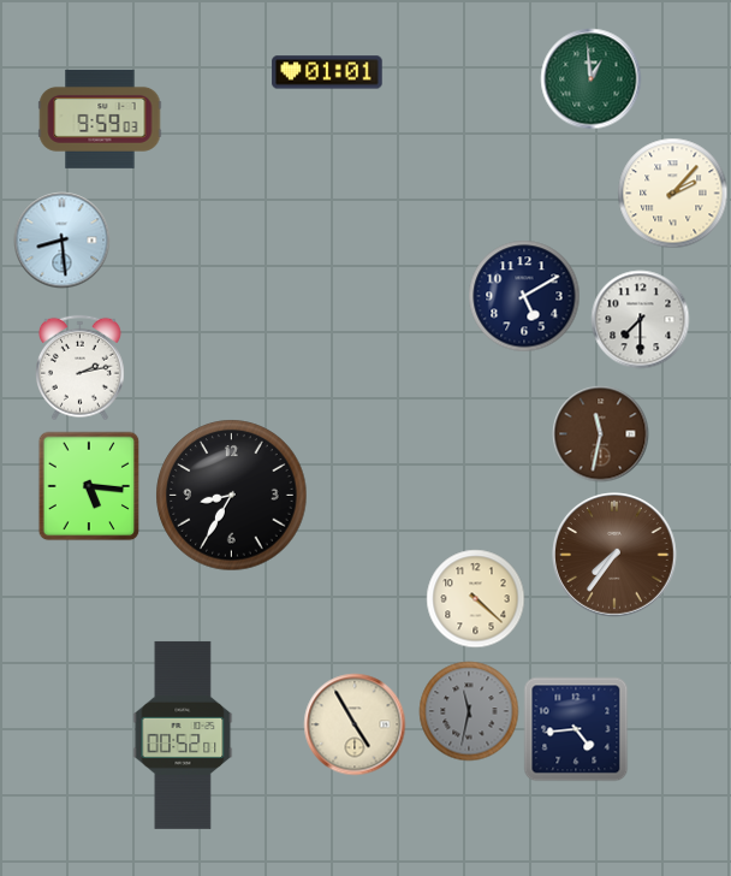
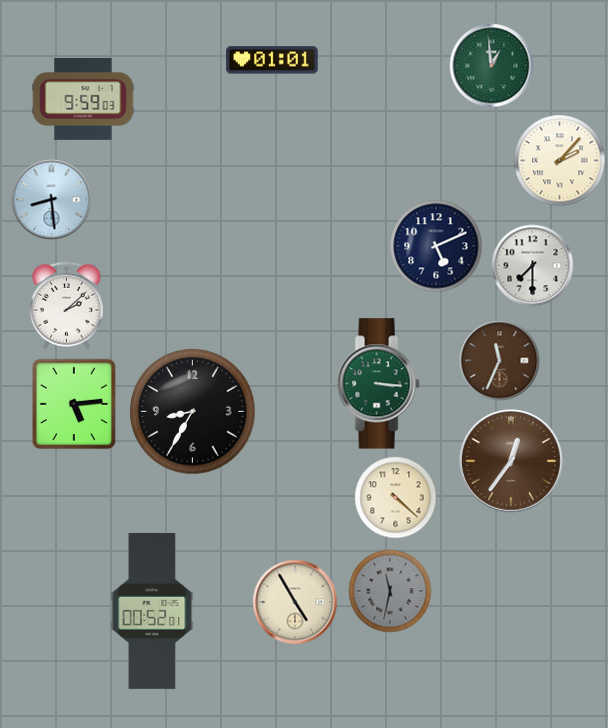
clock at (524, 296): 5:10 -> 5:11
clock at (81, 368): 2:13 -> 2:08
clock at (601, 434): 11:32 -> 11:34
clock at (378, 384): none -> 3:16
clock at (89, 486): 5:16 -> 5:14
clock at (616, 556): 7:36 -> 12:36
clock at (576, 729): 4:44 -> none
